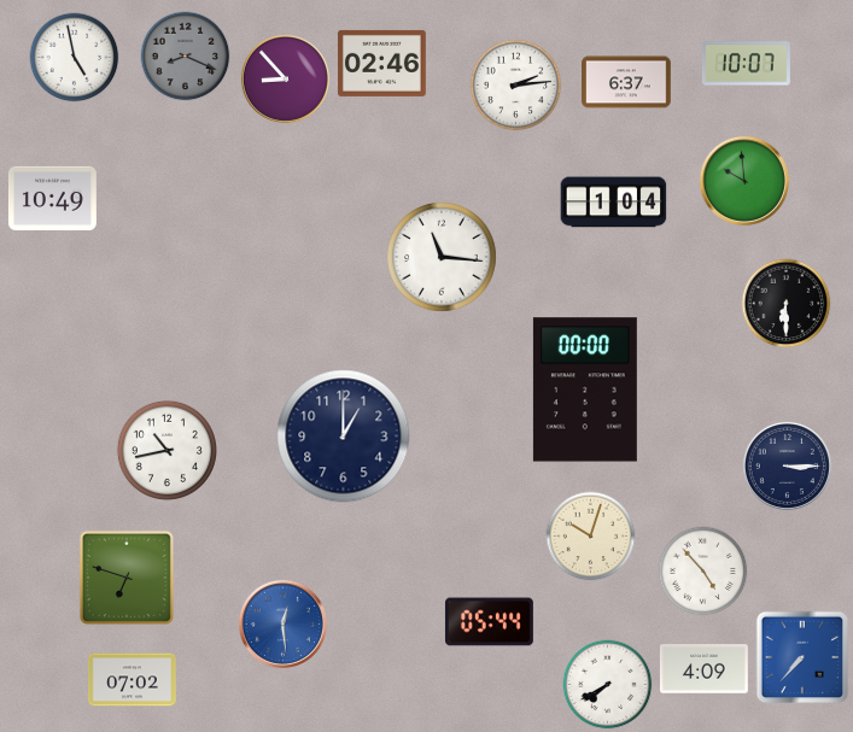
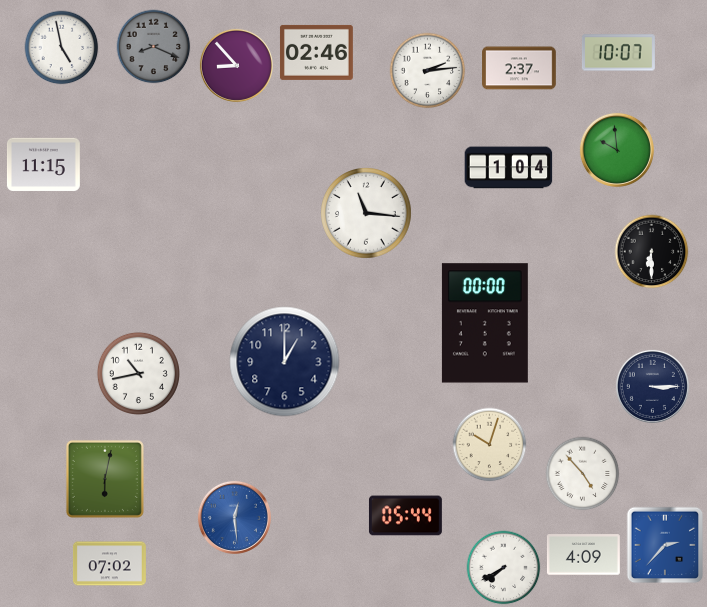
clock at (626, 82): 6:37 -> 2:37
clock at (52, 198): 10:49 -> 11:15
clock at (127, 578): 6:48 -> 6:02
clock at (802, 657): 7:37 -> 2:37
